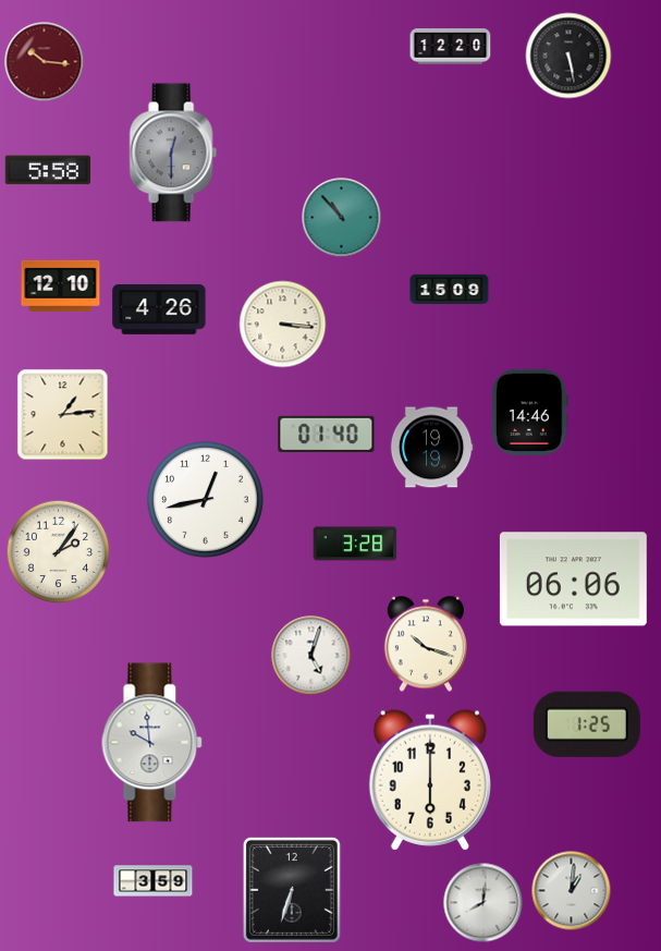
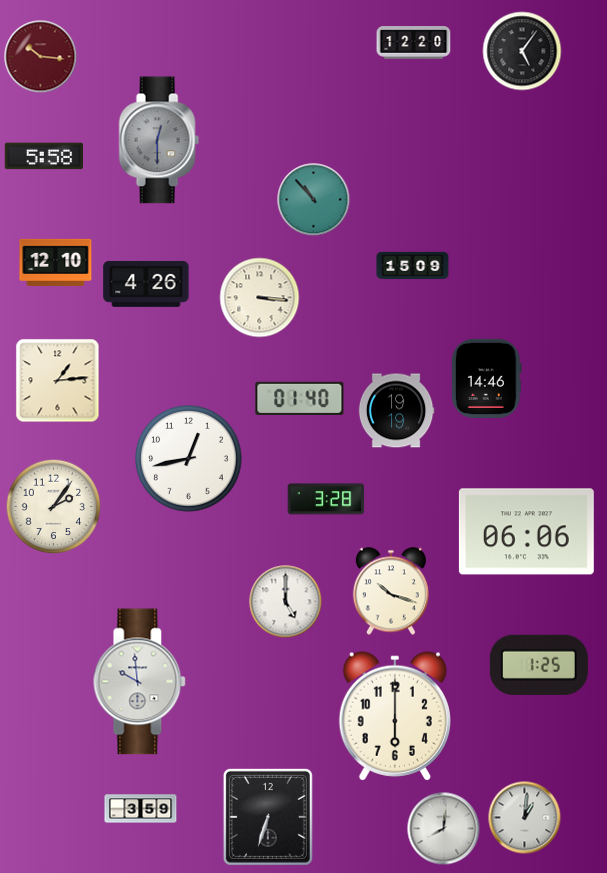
clock at (568, 56): 5:28 -> 5:06
clock at (311, 656): 5:03 -> 5:00
